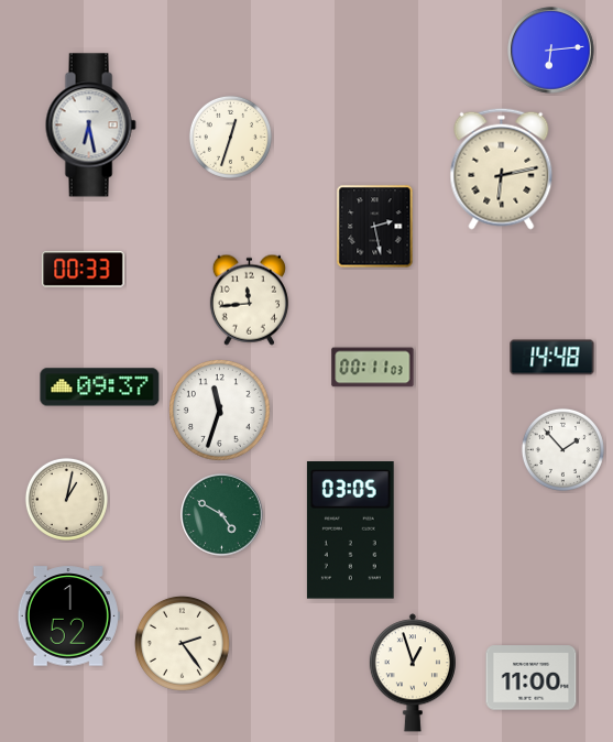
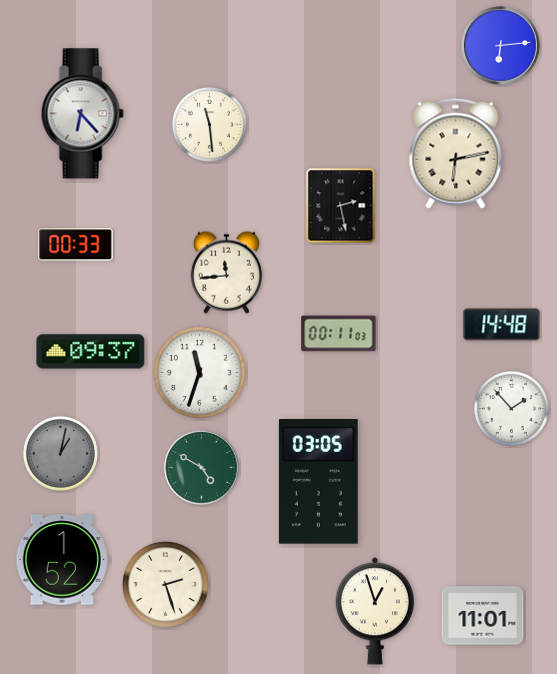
clock at (90, 126): 6:28 -> 6:23
clock at (230, 137): 12:33 -> 11:29
clock at (66, 499) dial: cream -> grey
clock at (182, 643): 2:24 -> 2:27
clock at (532, 678): 11:00 -> 11:01
